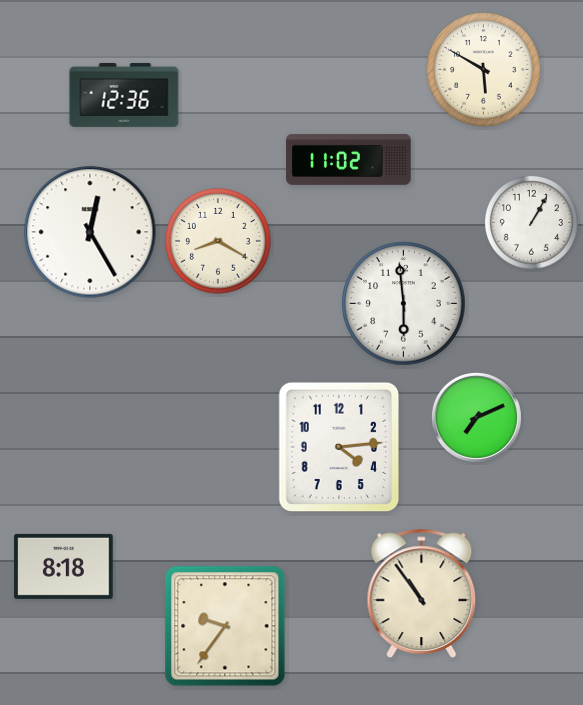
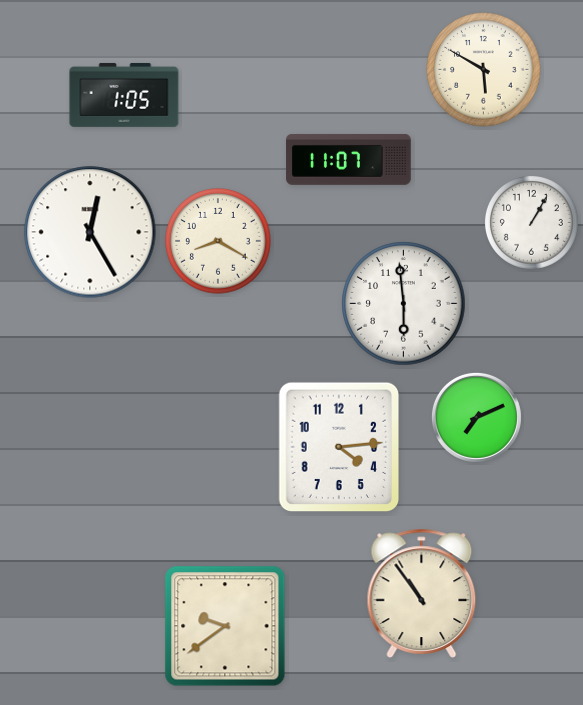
clock at (124, 95): 12:36 -> 1:05
clock at (349, 159): 11:02 -> 11:07
clock at (64, 566): 8:18 -> none
clock at (225, 626): 9:36 -> 9:39
